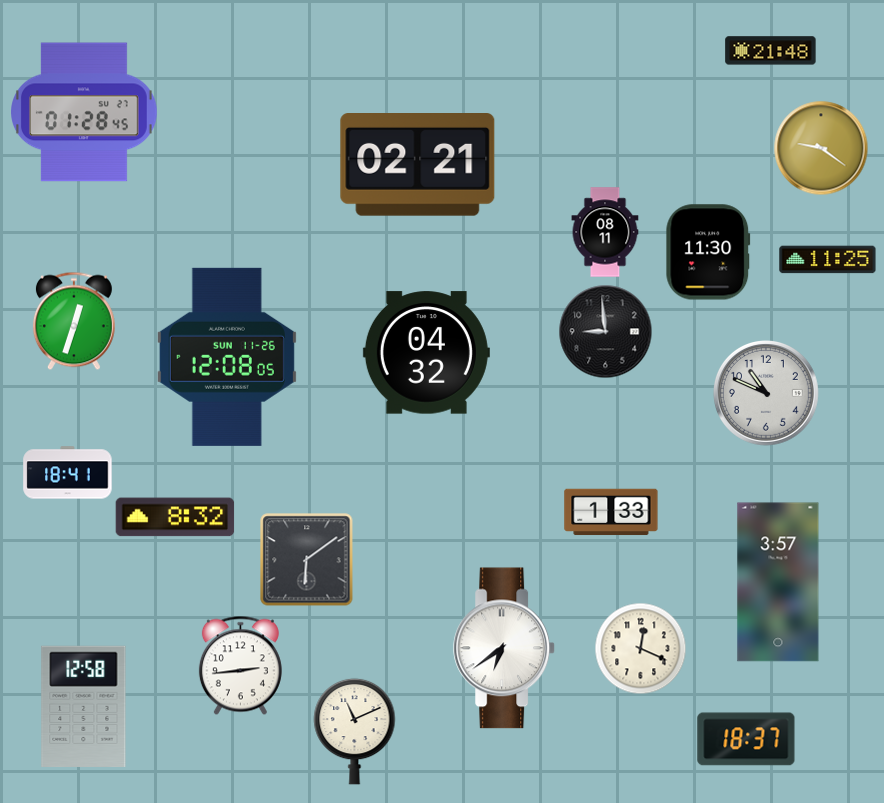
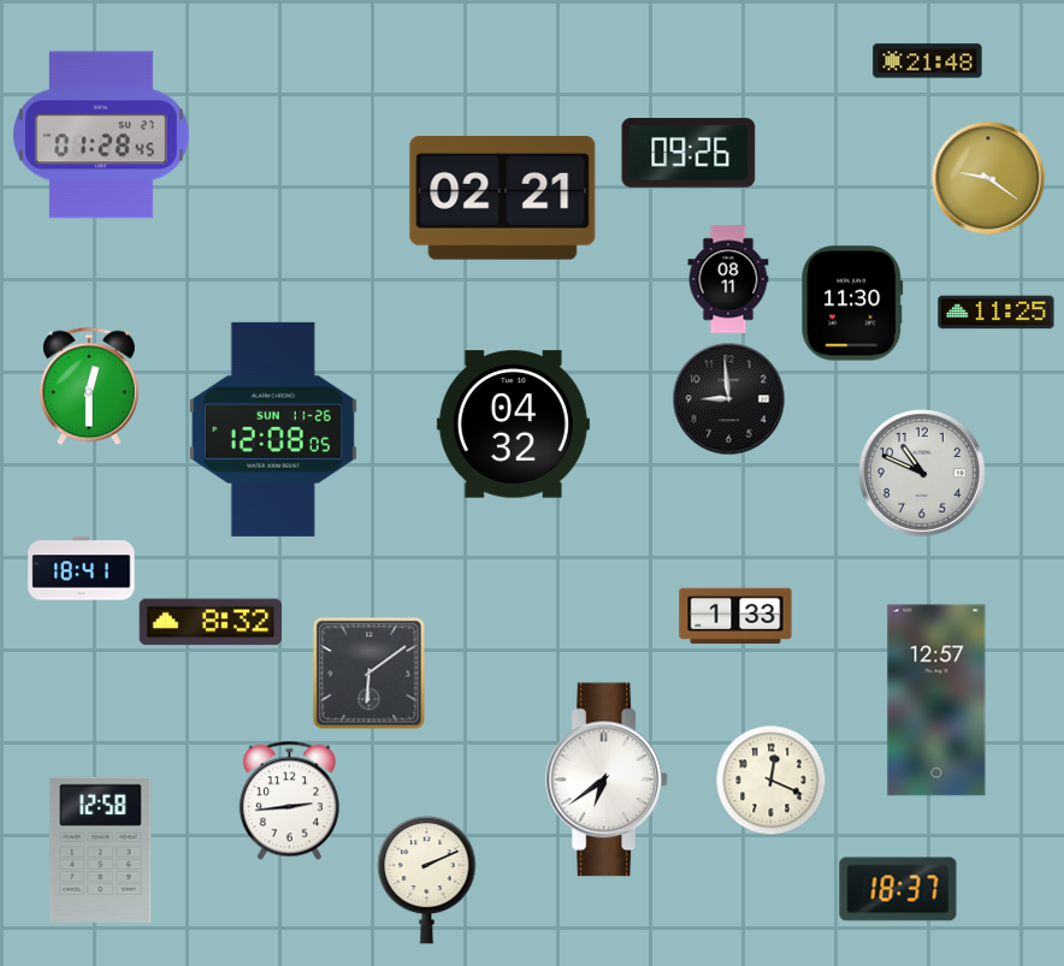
clock at (688, 153): none -> 09:26
clock at (74, 321): 12:33 -> 12:30
clock at (778, 582): 3:57 -> 12:57
clock at (355, 731): 11:11 -> 2:11
